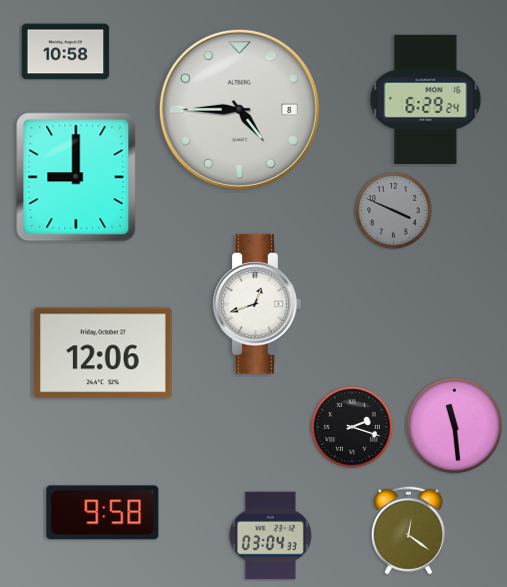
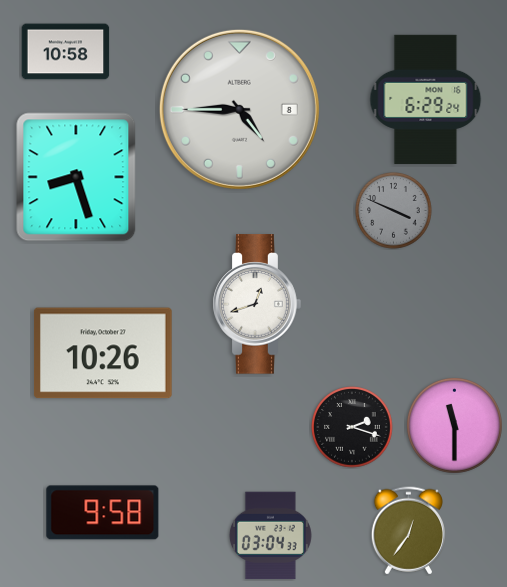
clock at (76, 177): 9:00 -> 8:27
clock at (103, 353): 12:06 -> 10:26
clock at (454, 425): 11:29 -> 11:30
clock at (408, 531): 12:21 -> 12:36
